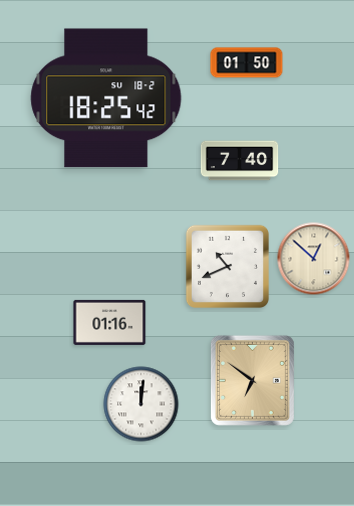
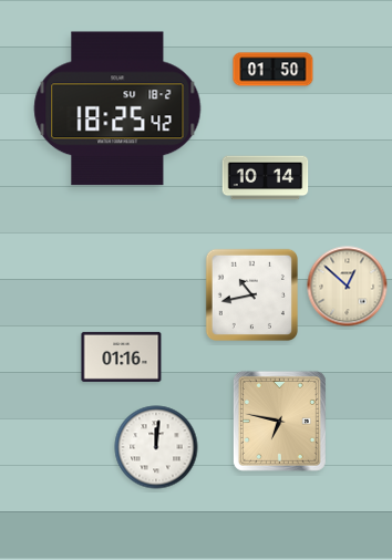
clock at (240, 161): 7:40 -> 10:14
clock at (227, 266): 10:41 -> 10:43
clock at (252, 380): 6:51 -> 6:47
